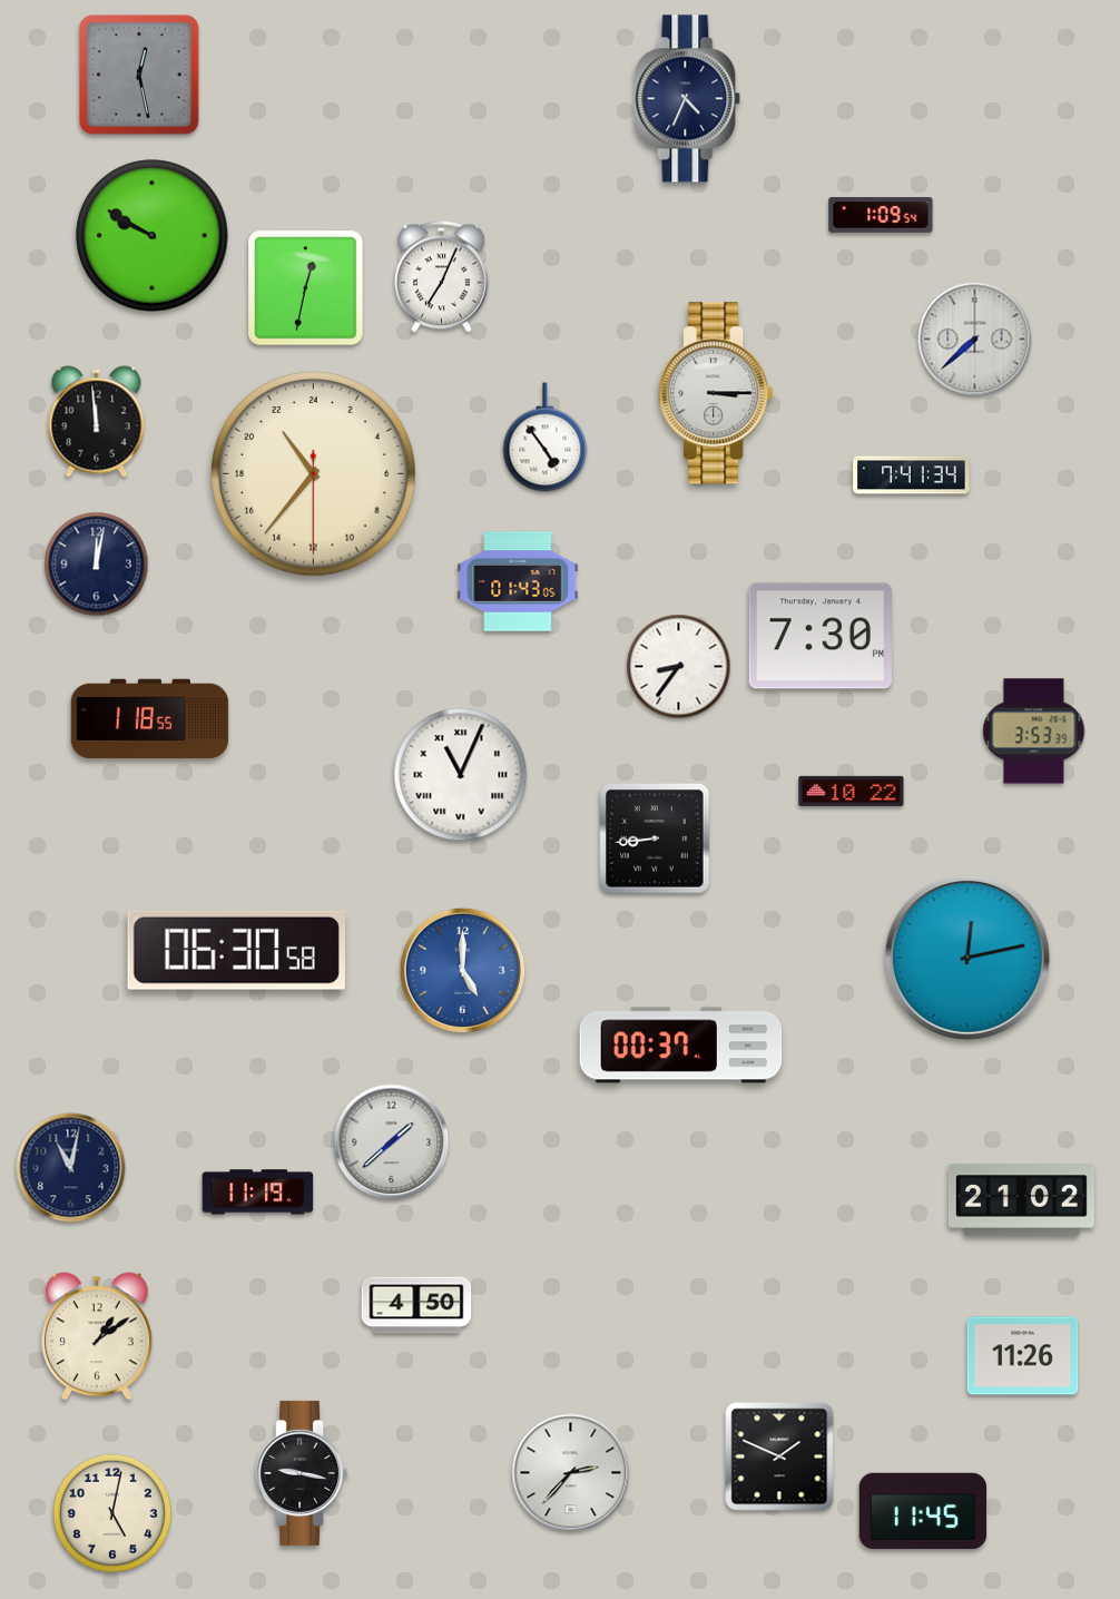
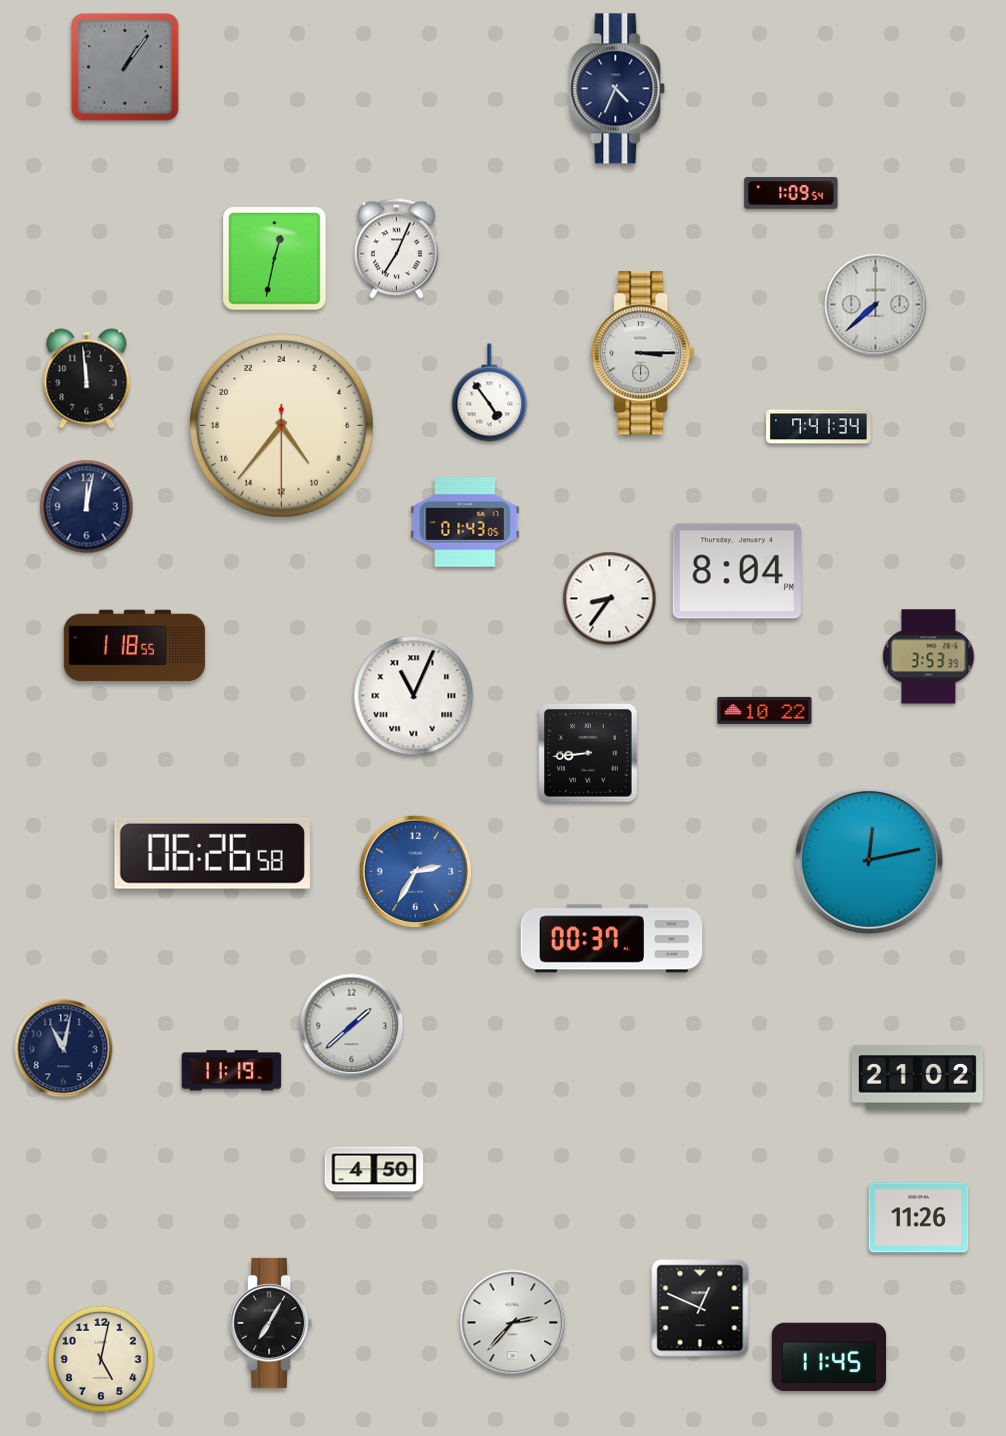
clock at (139, 75): 12:28 -> 1:06
clock at (153, 236): 9:50 -> none
clock at (314, 474): 21:36 -> 9:36
clock at (821, 636): 7:30 -> 8:04
clock at (236, 950): 06:30 -> 06:26
clock at (462, 970): 5:00 -> 2:35
clock at (97, 1336): 1:09 -> none
clock at (779, 1456): 1:49 -> 12:49
clock at (302, 1473): 9:17 -> 7:05
